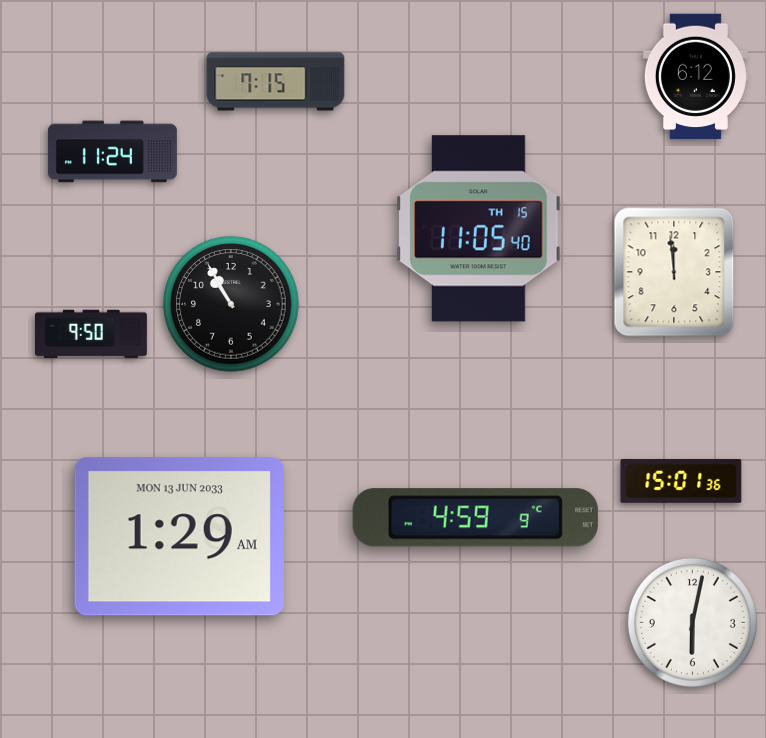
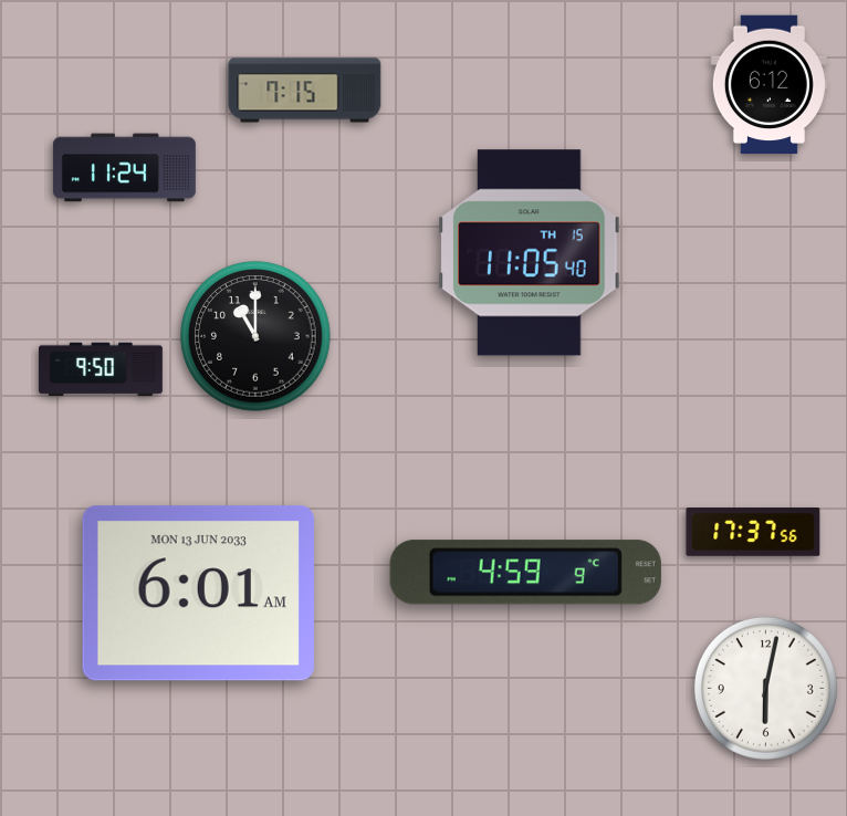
clock at (674, 272): 11:59 -> none
clock at (231, 304): 10:55 -> 11:00
clock at (681, 482): 15:01 -> 17:37
clock at (179, 537): 1:29 -> 6:01
